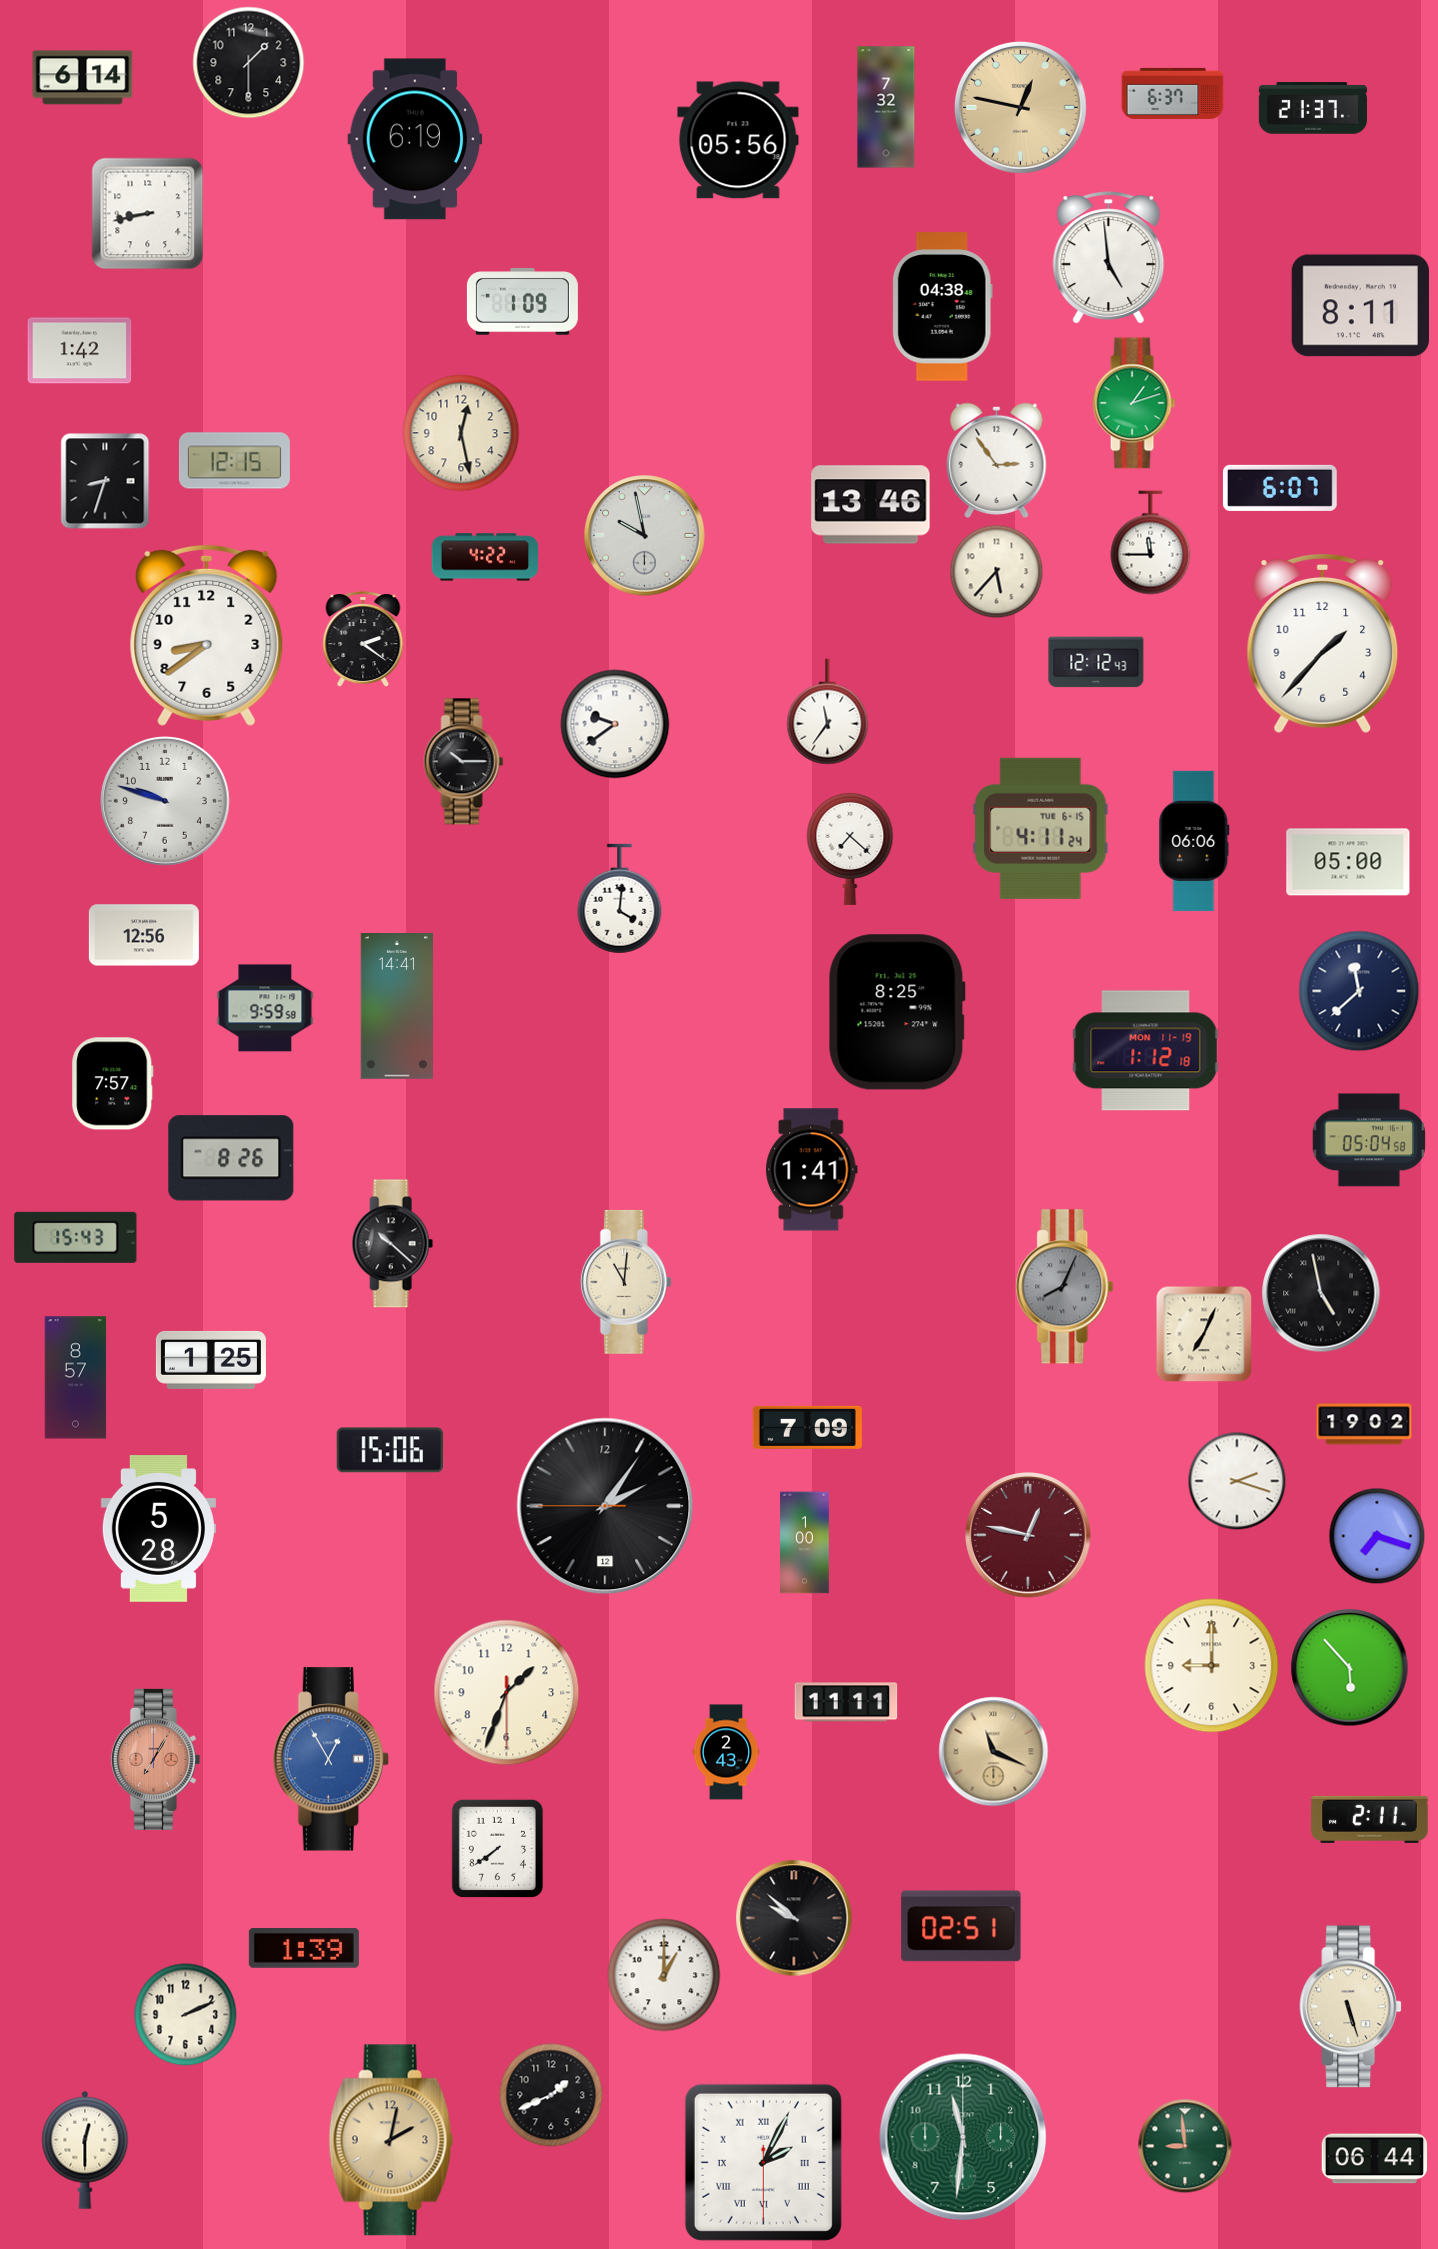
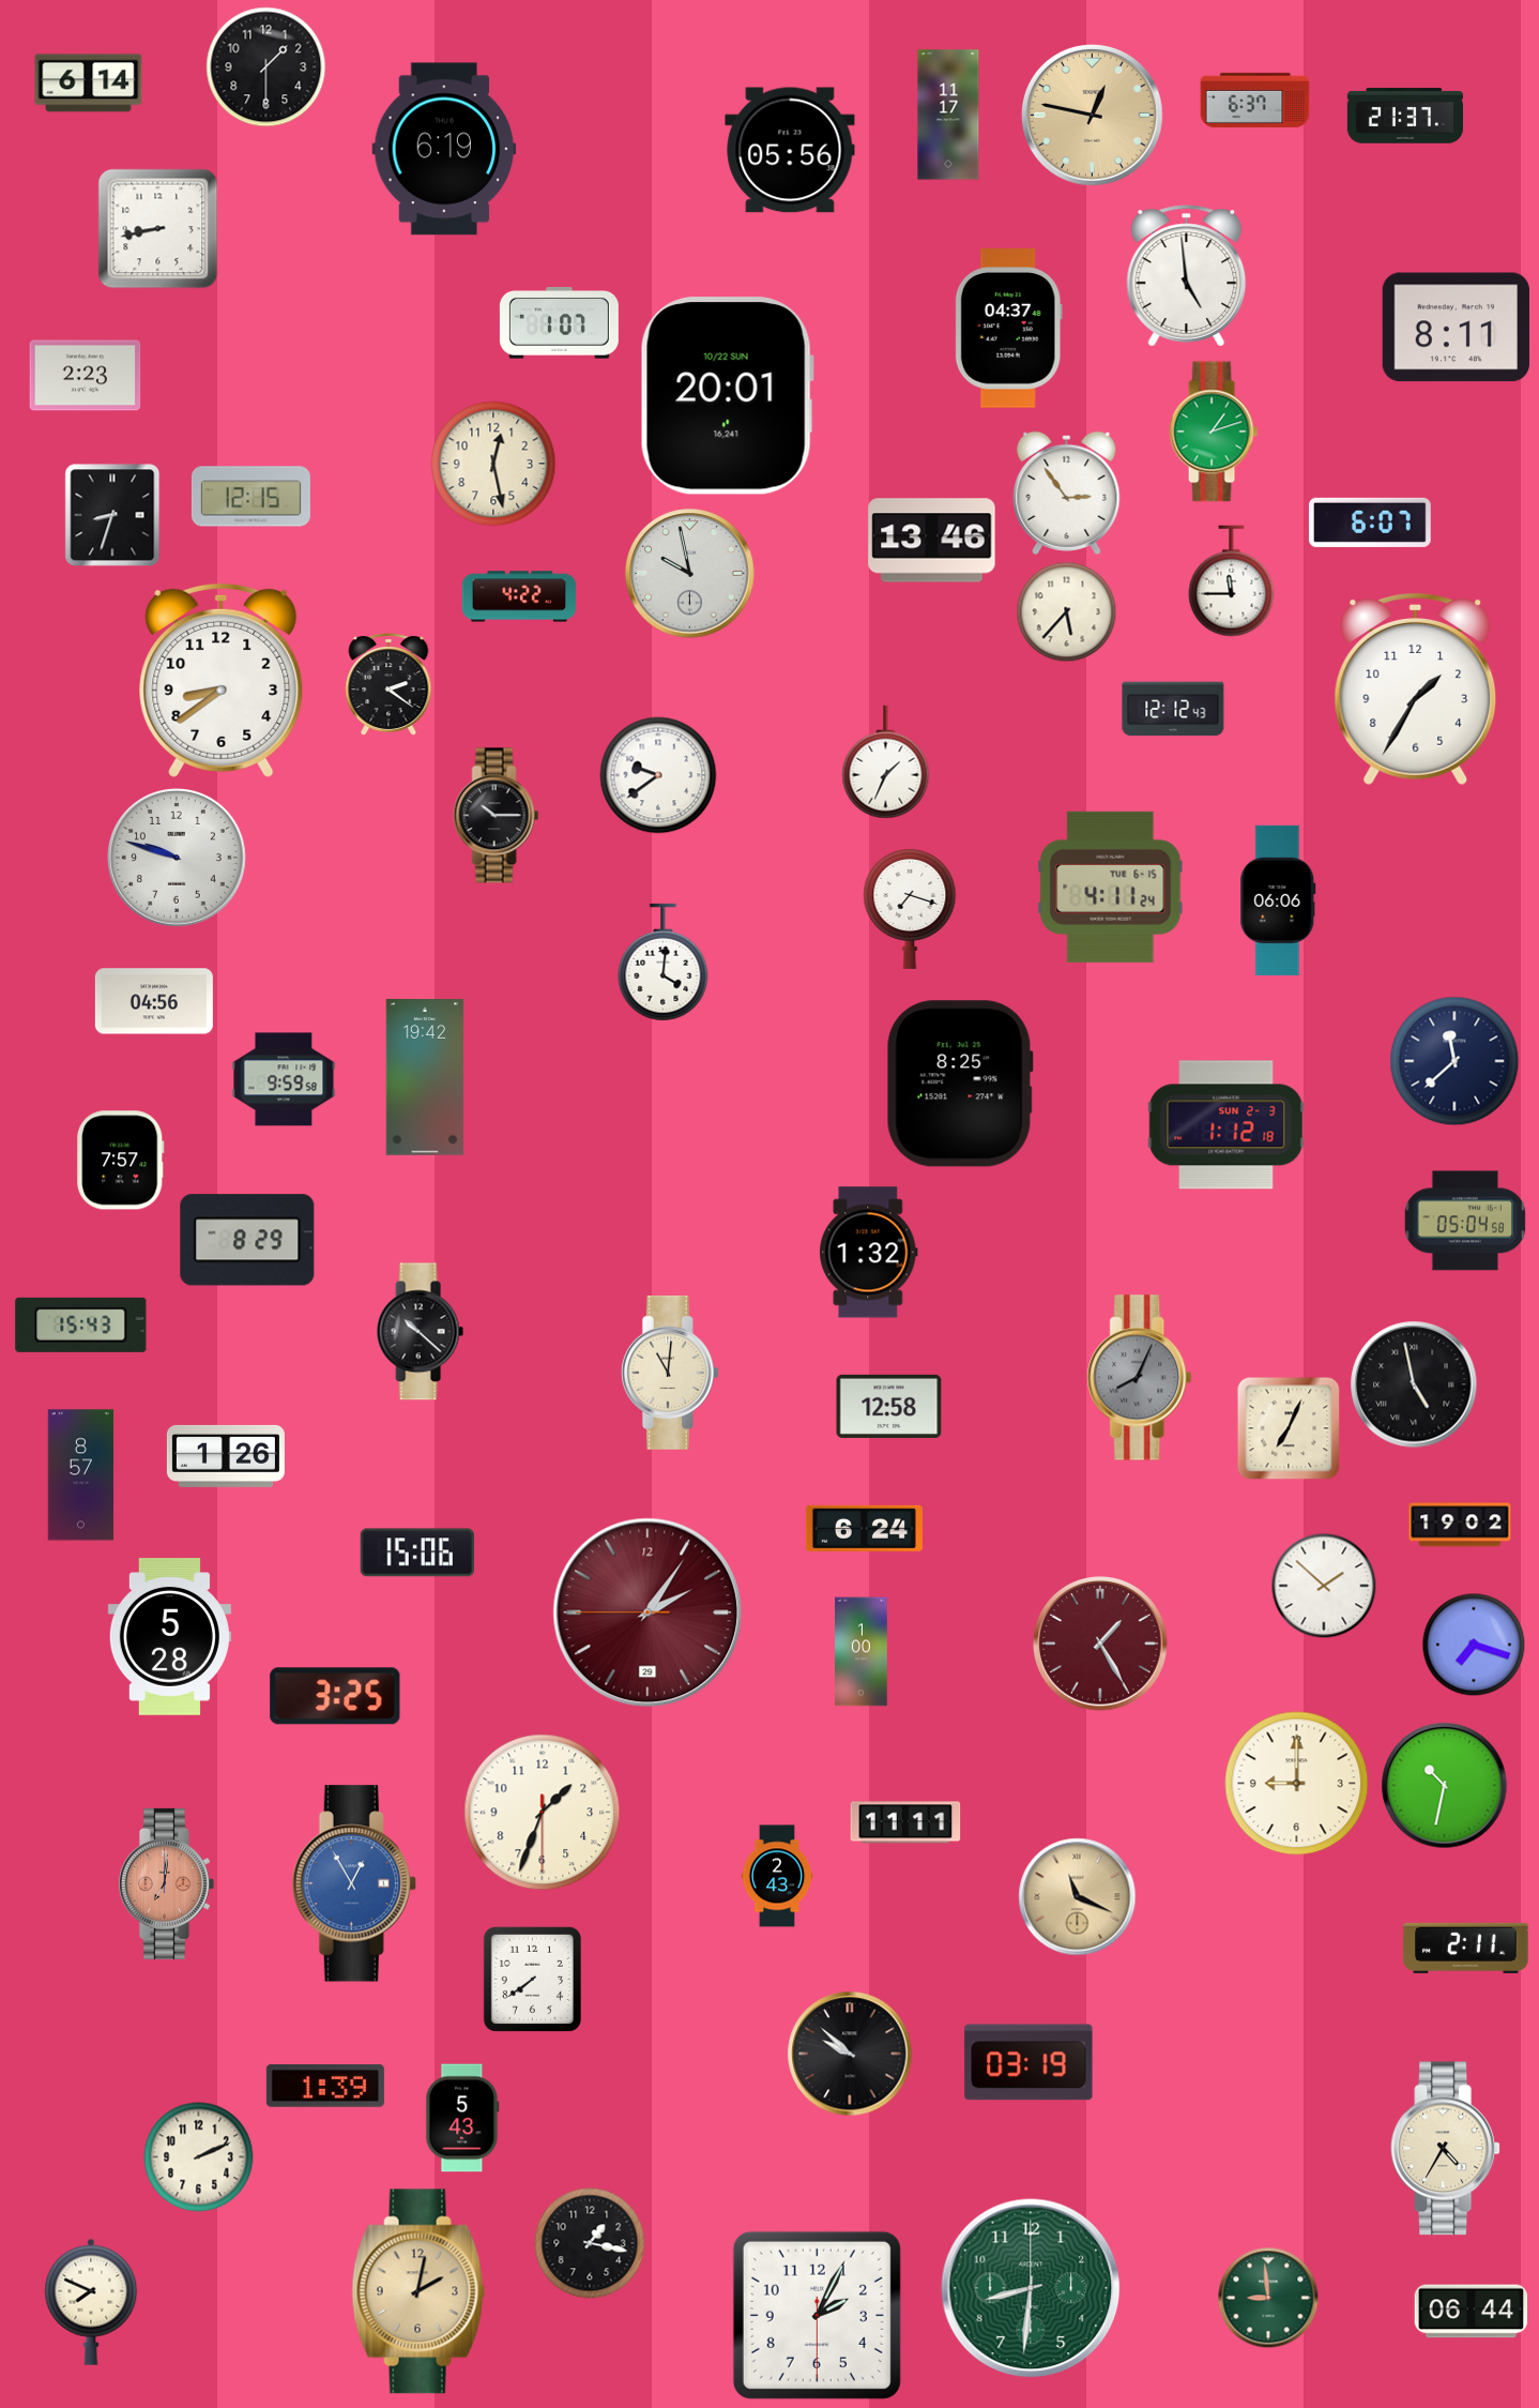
clock at (886, 107): 7:32 -> 11:17
clock at (522, 302): 1:09 -> 1:07
clock at (942, 307): 04:38 -> 04:37
clock at (80, 351): 1:42 -> 2:23
clock at (727, 396): none -> 20:01
clock at (234, 461) position: (234, 461) -> (250, 497)
clock at (1323, 644): 1:37 -> 1:35
clock at (828, 712): 11:36 -> 1:34
clock at (1041, 828) position: (1041, 828) -> (1111, 887)
clock at (850, 848): 7:22 -> 7:18
clock at (1348, 862): 05:00 -> none
clock at (144, 935): 12:56 -> 04:56
clock at (397, 1007): 14:41 -> 19:42
clock at (1146, 1051) date: MON 11-19 -> SUN 2-3
clock at (231, 1158): 8:26 -> 8:29
clock at (812, 1170): 1:41 -> 1:32
clock at (889, 1406): none -> 12:58
clock at (211, 1360): 1:25 -> 1:26
clock at (807, 1427): 7:09 -> 6:24
clock at (1237, 1481): 2:18 -> 1:52
clock at (605, 1506) date: 12 -> 29
clock at (605, 1506) dial: black -> burgundy
clock at (1028, 1535): 12:47 -> 1:25
clock at (335, 1696): none -> 3:25
clock at (1350, 1668): 5:53 -> 10:32
clock at (994, 1752) position: (994, 1752) -> (1078, 1897)
clock at (155, 1759): 7:05 -> 7:01
clock at (961, 1926): 02:51 -> 03:19
clock at (664, 1975): 1:00 -> none
clock at (462, 2118): none -> 5:43
clock at (1351, 2007): 5:27 -> 4:35
clock at (551, 2095): 1:41 -> 1:17
clock at (963, 2137): 11:31 -> 8:31
clock at (85, 2150): 12:30 -> 7:49
clock at (763, 2162) numerals: Roman -> Arabic
